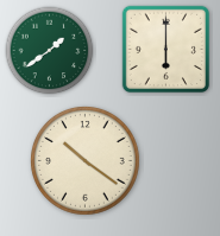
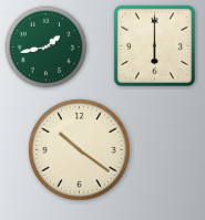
clock at (50, 51): 1:39 -> 1:43
